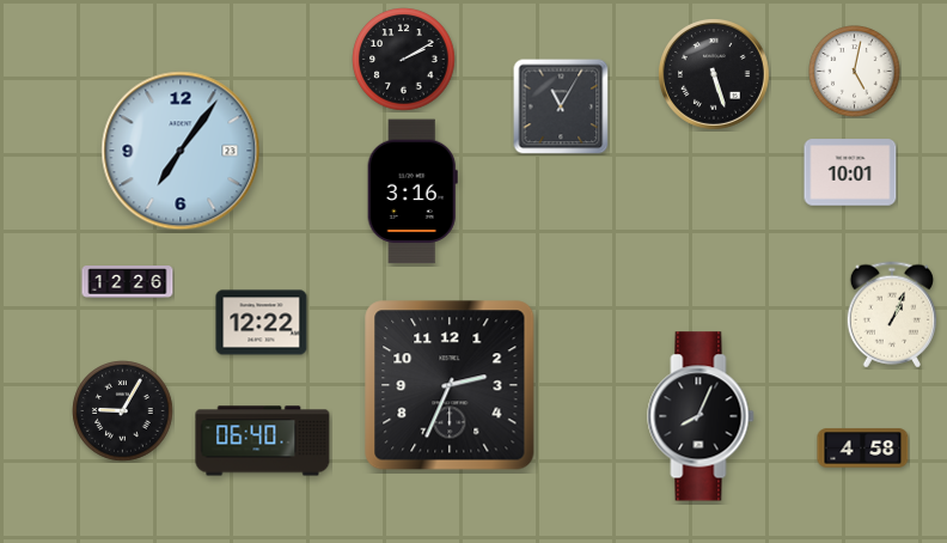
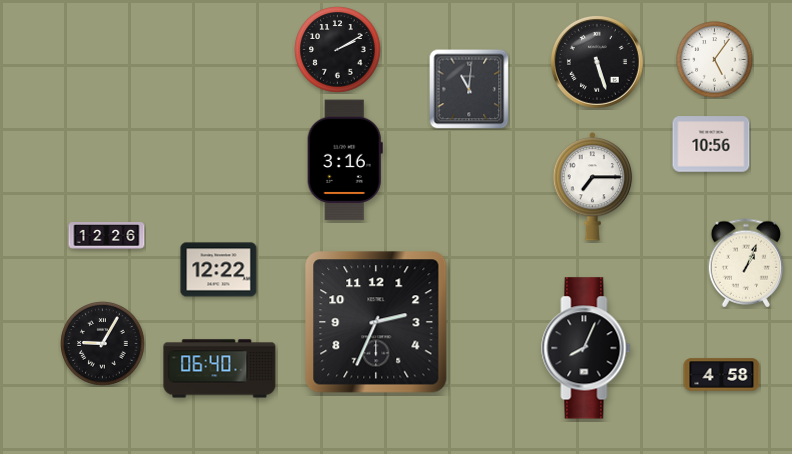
clock at (855, 72): 5:02 -> 5:06
clock at (561, 106): 11:05 -> 11:01
clock at (181, 151): 7:06 -> none
clock at (850, 172): 10:01 -> 10:56
clock at (593, 187): none -> 7:15
